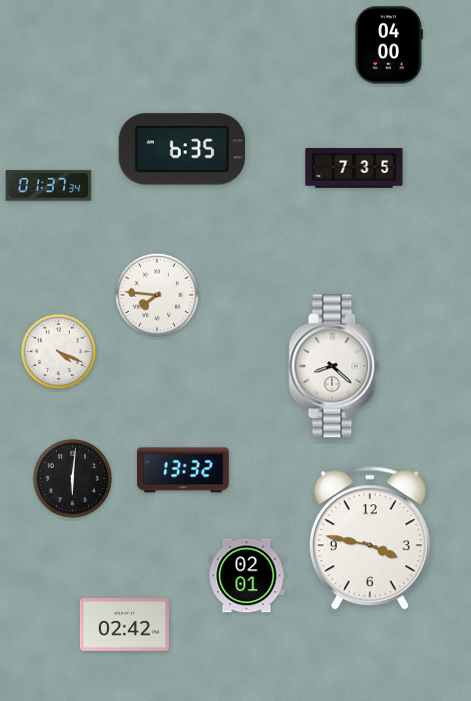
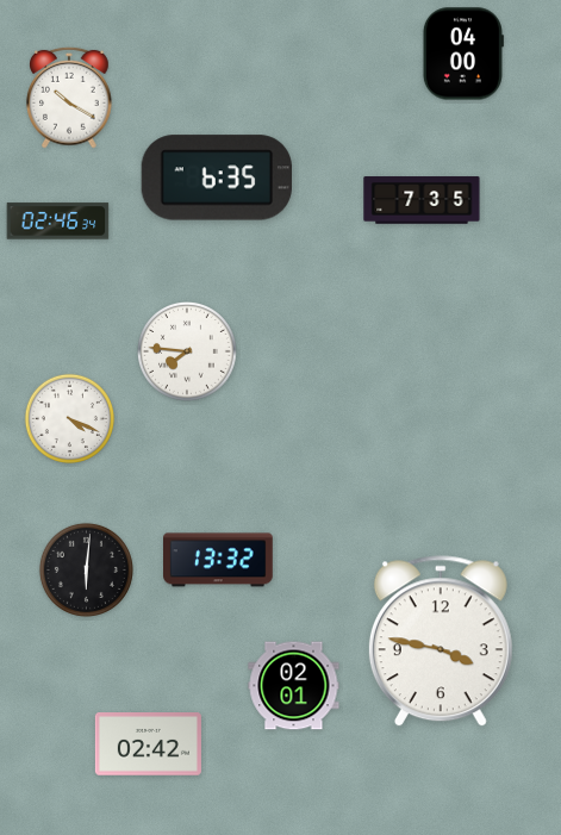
clock at (70, 98): none -> 10:20
clock at (49, 186): 01:37 -> 02:46
clock at (334, 366): 8:22 -> none
